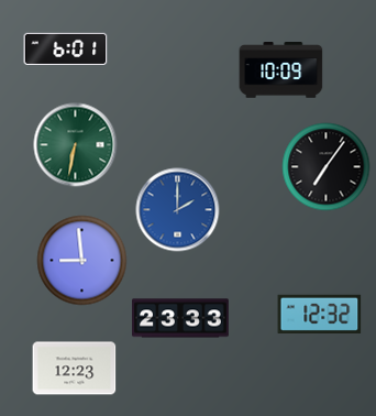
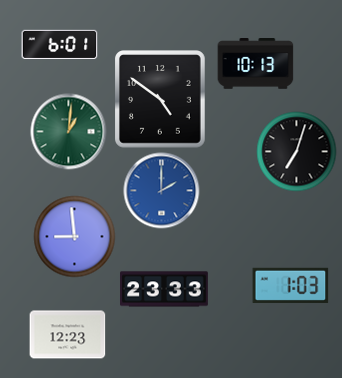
clock at (281, 70): 10:09 -> 10:13
clock at (161, 100): none -> 4:51
clock at (76, 145): 6:32 -> 1:01
clock at (327, 167): 7:06 -> 7:03
clock at (320, 314): 12:32 -> 1:03
